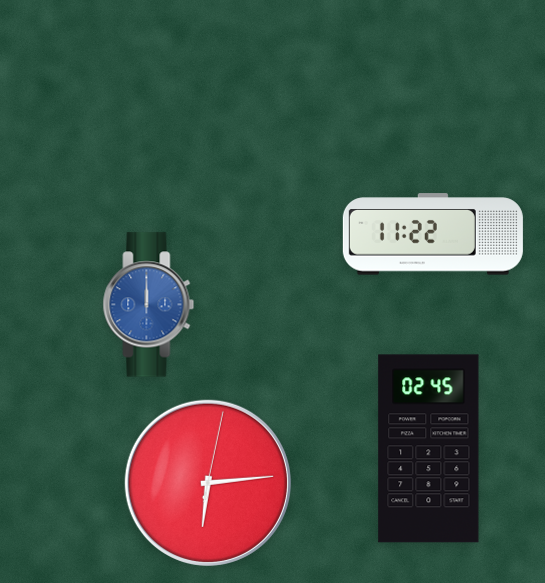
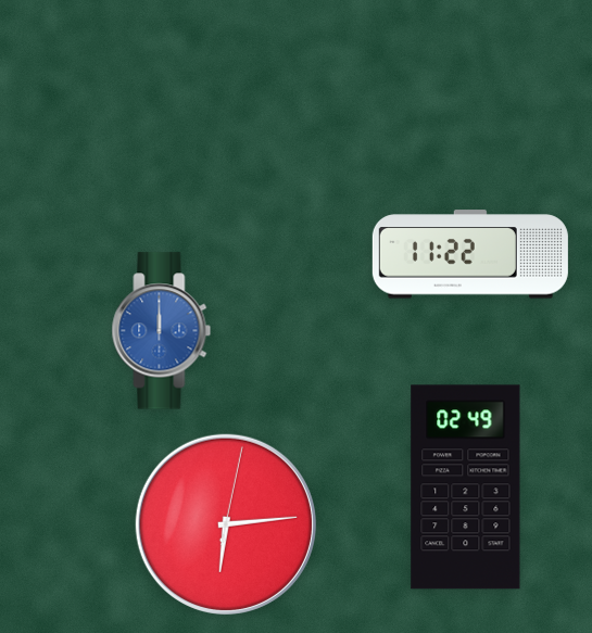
clock at (429, 449): 02:45 -> 02:49
